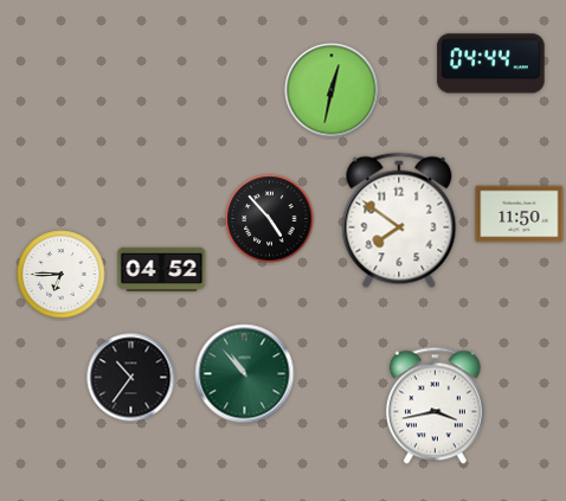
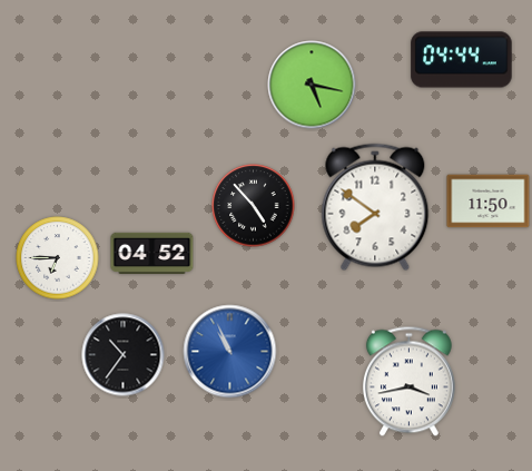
clock at (332, 90): 12:32 -> 5:17
clock at (245, 374): 10:53 -> 10:56
clock at (245, 374) dial: green -> blue
